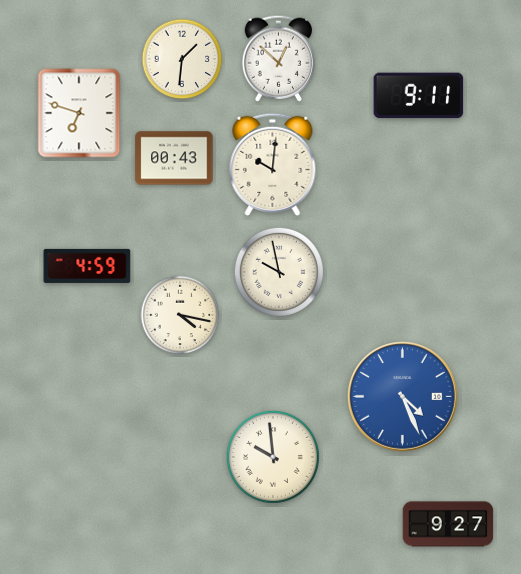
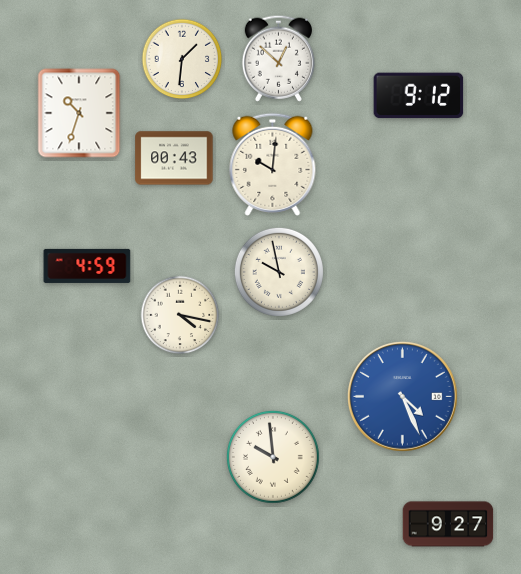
clock at (419, 96): 9:11 -> 9:12
clock at (79, 113): 6:48 -> 10:33
